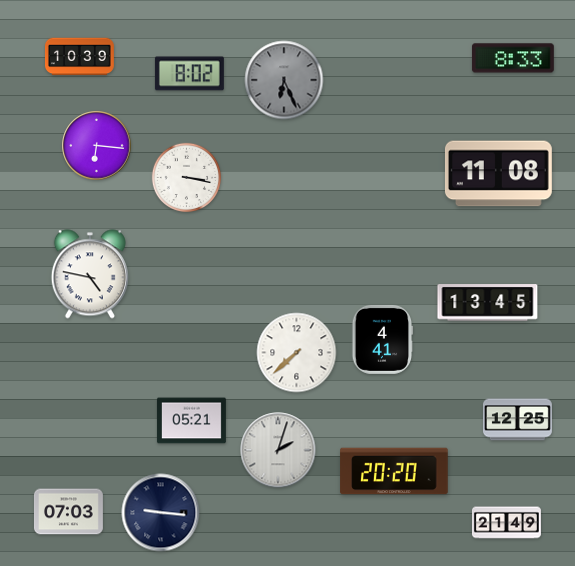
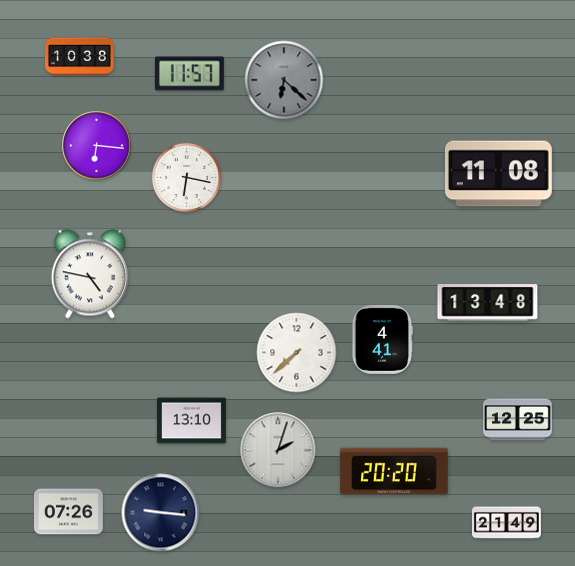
clock at (79, 57): 10:39 -> 10:38
clock at (513, 58): 8:33 -> none
clock at (189, 74): 8:02 -> 11:57
clock at (284, 80): 6:26 -> 6:22
clock at (187, 178): 3:17 -> 6:17
clock at (488, 303): 13:45 -> 13:48
clock at (191, 421): 05:21 -> 13:10
clock at (68, 512): 07:03 -> 07:26
